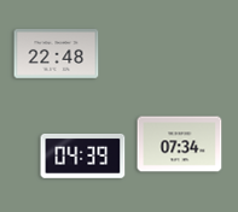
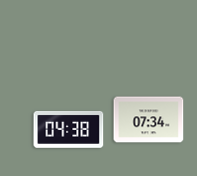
clock at (57, 54): 22:48 -> none
clock at (83, 155): 04:39 -> 04:38
